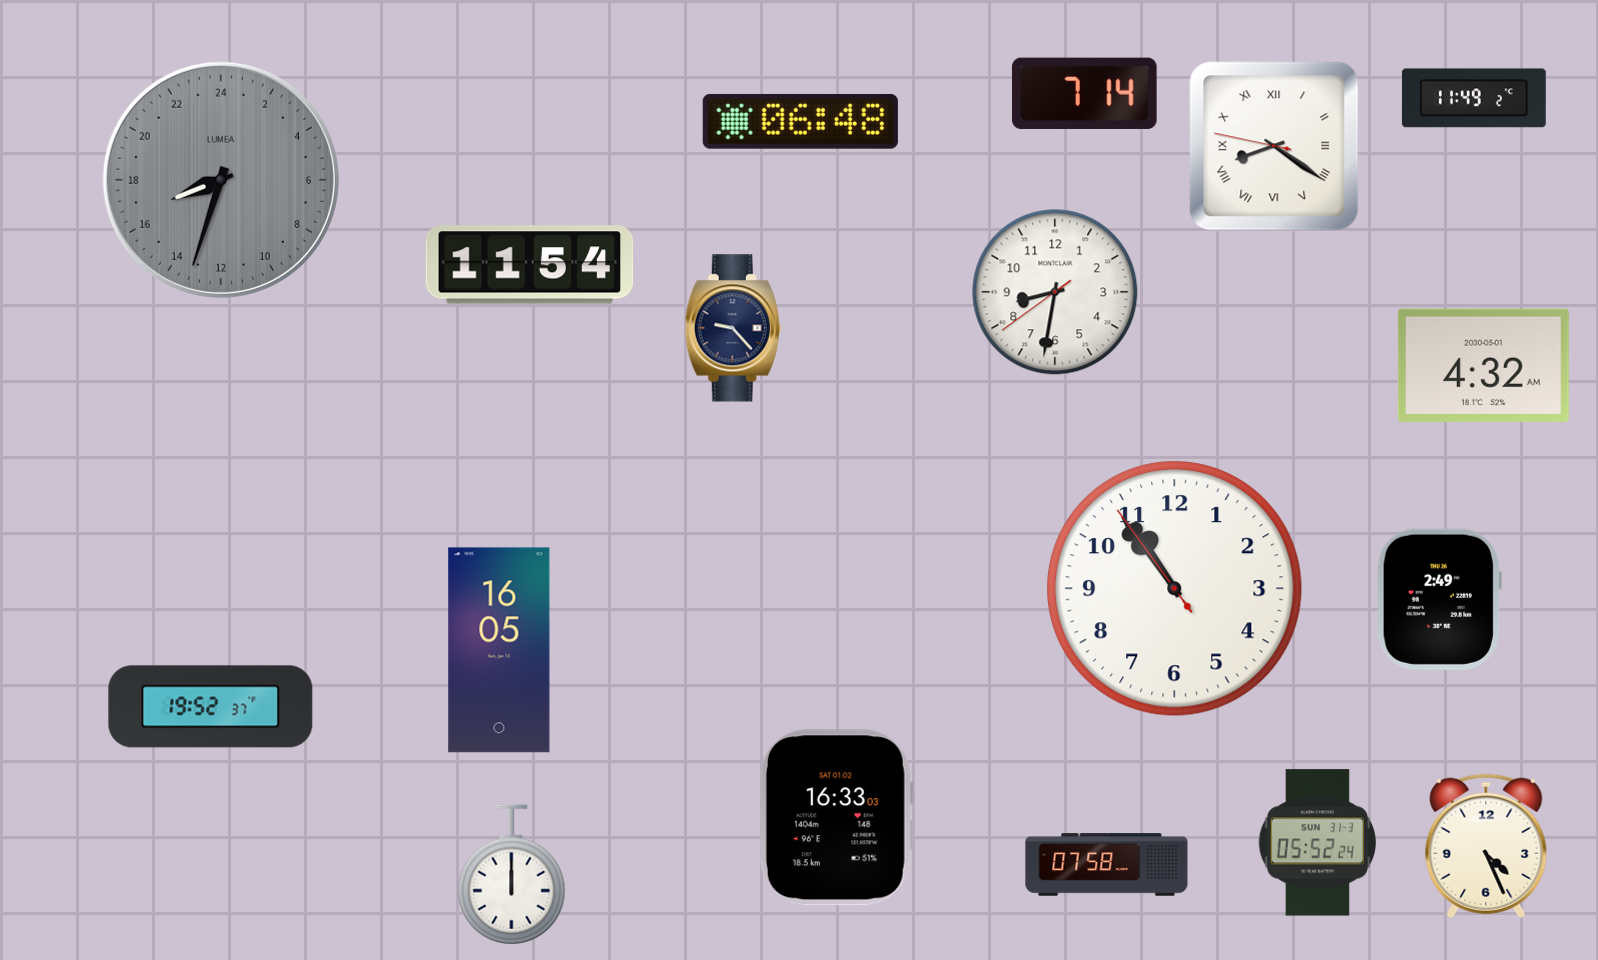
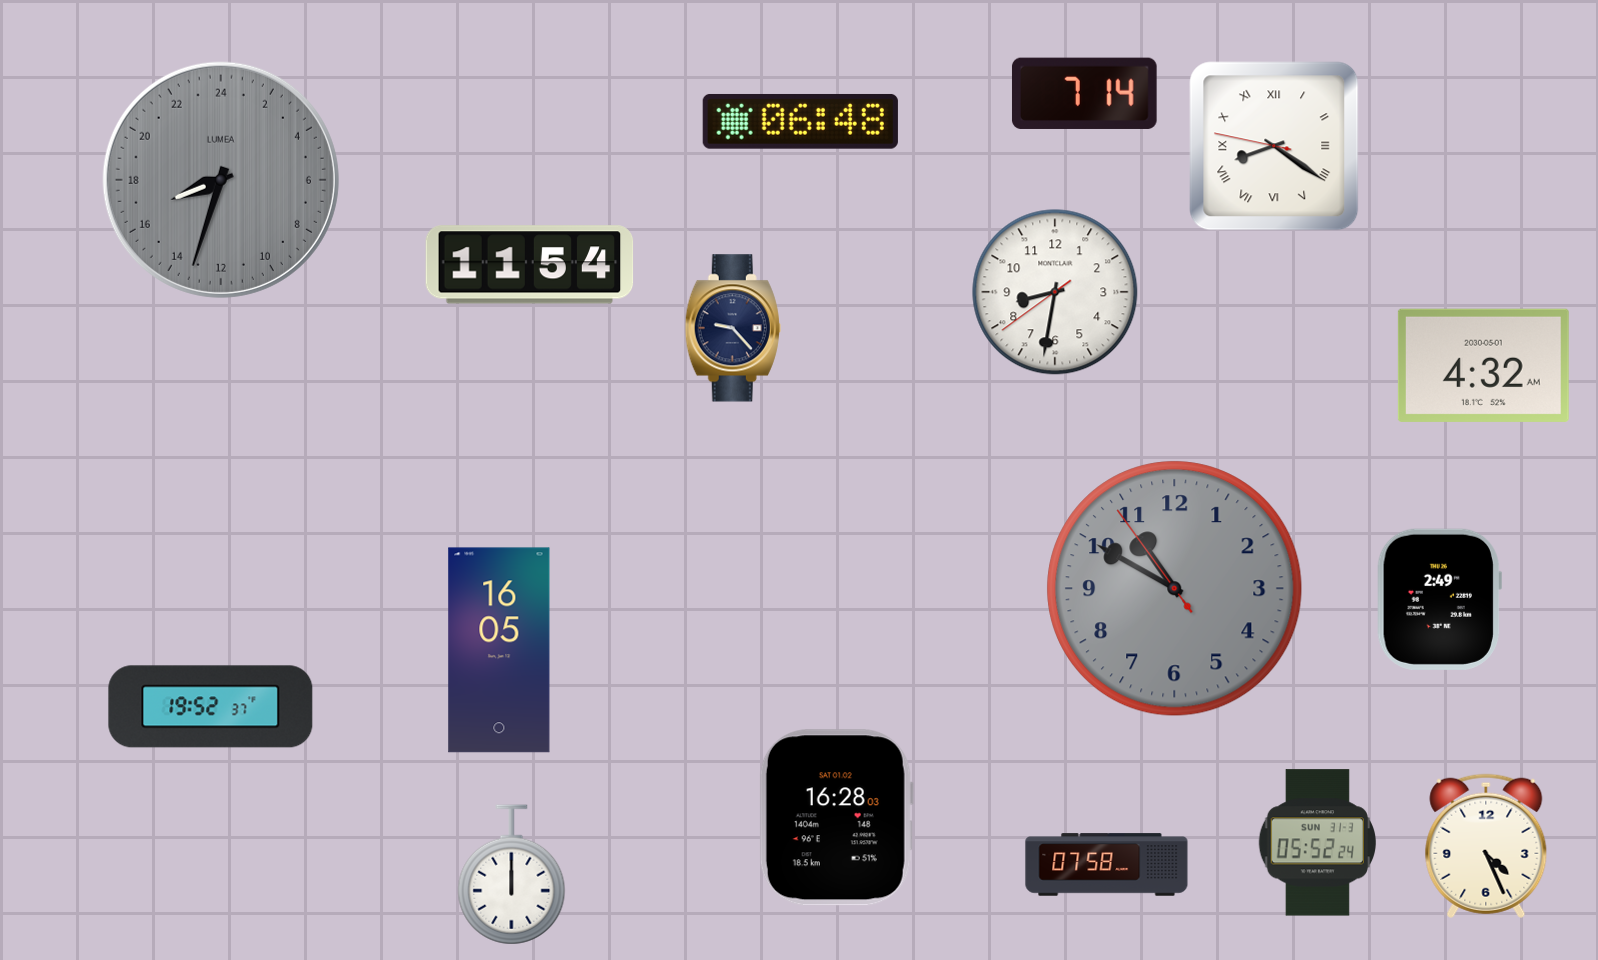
clock at (1474, 98): 11:49 -> none
clock at (1175, 589): 10:53 -> 10:49
clock at (1175, 589) dial: white -> grey
clock at (836, 818): 16:33 -> 16:28
